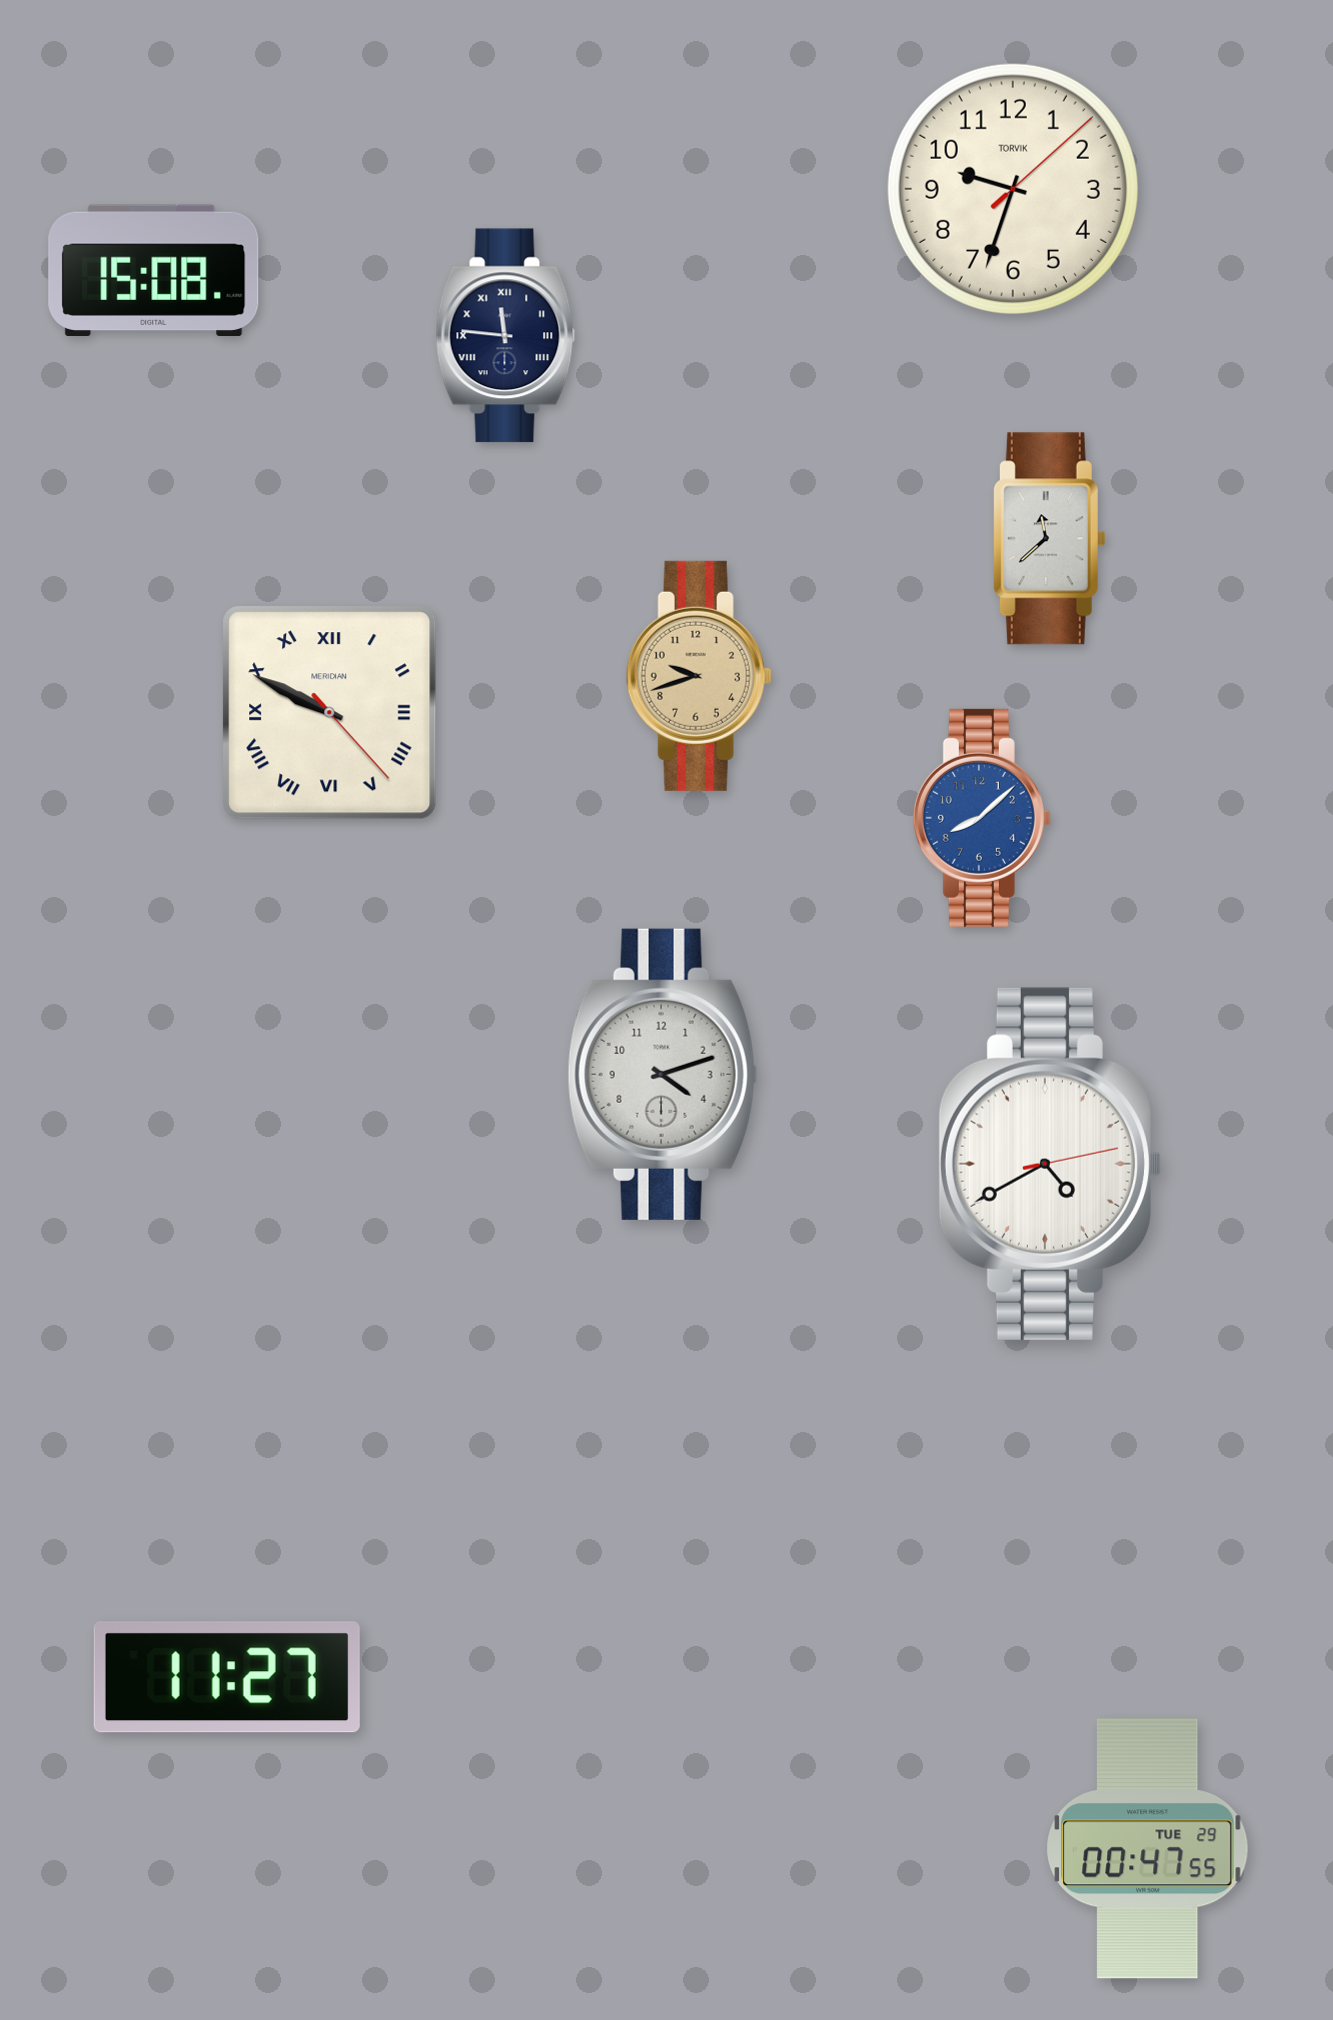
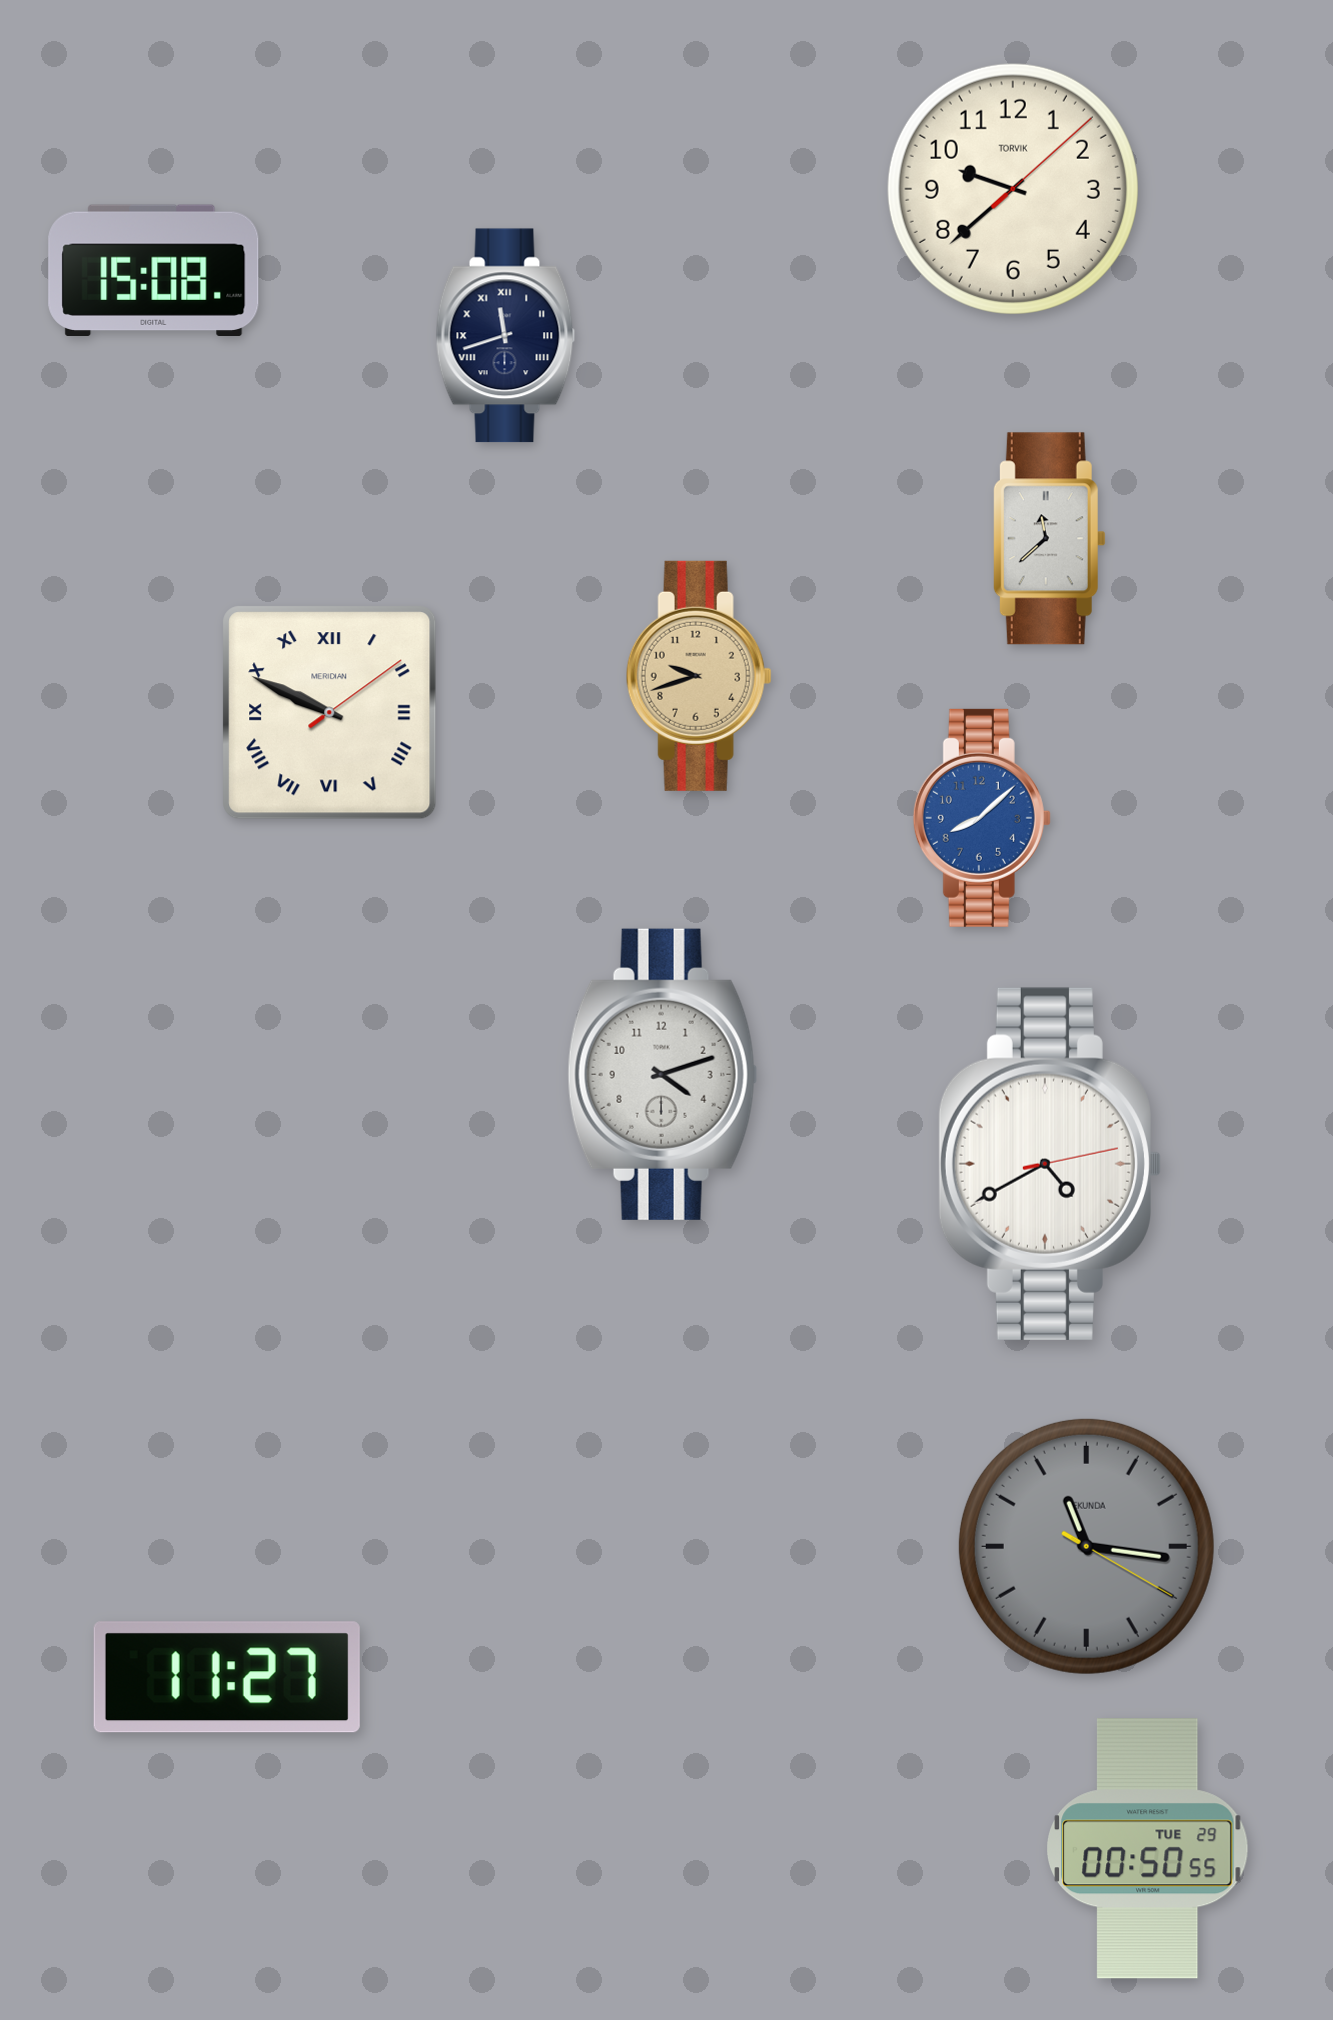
clock at (1013, 189): 9:33 -> 9:38
clock at (506, 336): 11:46 -> 11:42
clock at (330, 713): 9:49:23 -> 9:49:09
clock at (1086, 1546): none -> 11:16
clock at (1148, 1849): 00:47 -> 00:50
